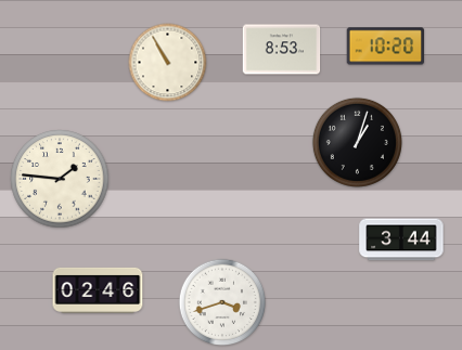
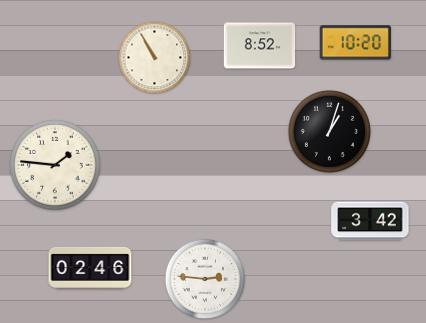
clock at (282, 50): 8:53 -> 8:52
clock at (401, 239): 3:44 -> 3:42
clock at (222, 302): 3:42 -> 2:46
